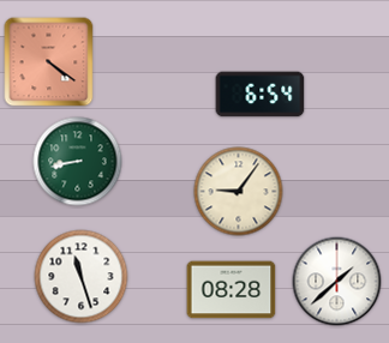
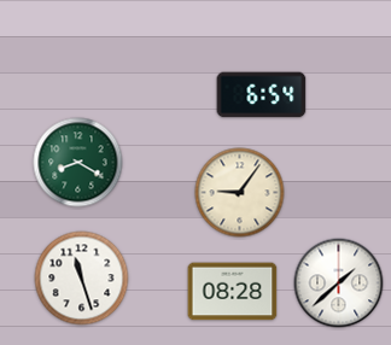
clock at (49, 62): 4:21 -> none
clock at (78, 162): 8:43 -> 8:20
